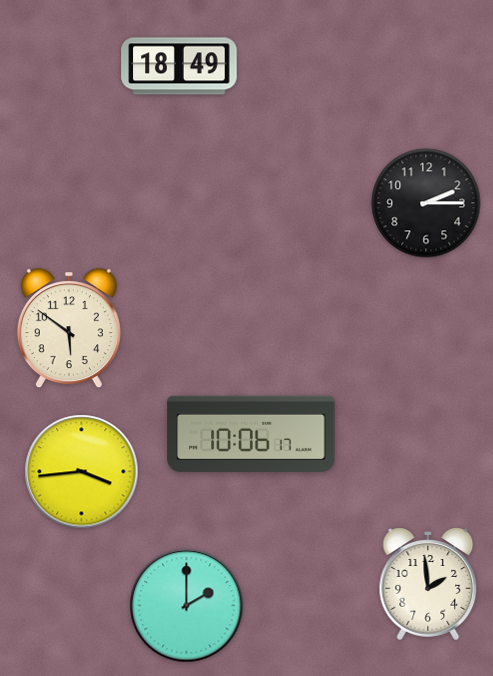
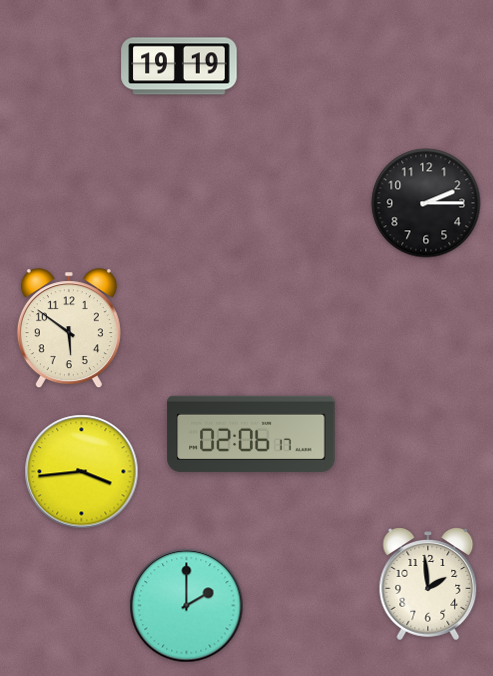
clock at (179, 66): 18:49 -> 19:19
clock at (251, 434): 10:06 -> 02:06
